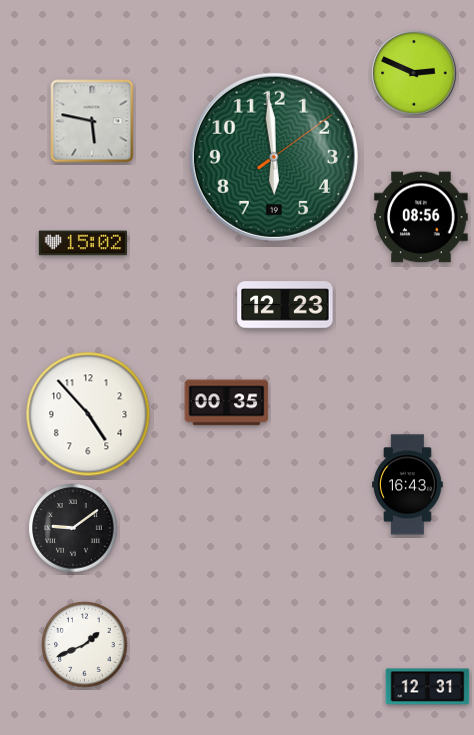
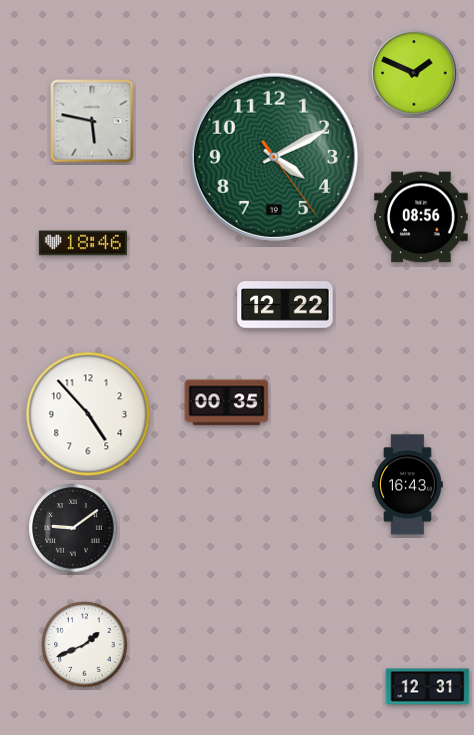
clock at (414, 73): 2:49 -> 1:49
clock at (274, 157): 5:59 -> 4:10
clock at (83, 243): 15:02 -> 18:46
clock at (285, 305): 12:23 -> 12:22
